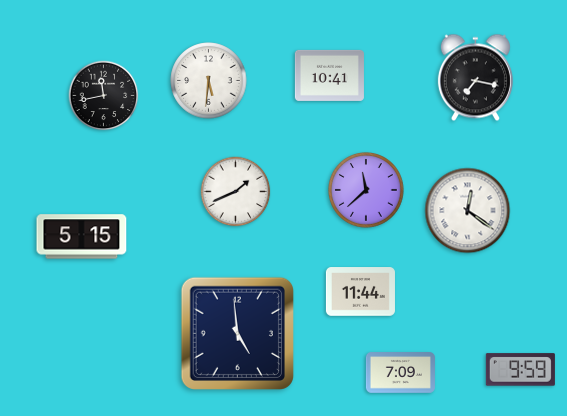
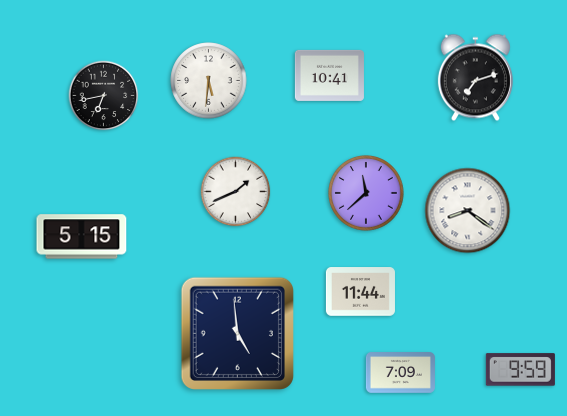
clock at (475, 78): 7:17 -> 7:12
clock at (104, 96): 11:43 -> 6:43
clock at (366, 190) position: (366, 190) -> (366, 193)
clock at (468, 211): 12:21 -> 8:21
